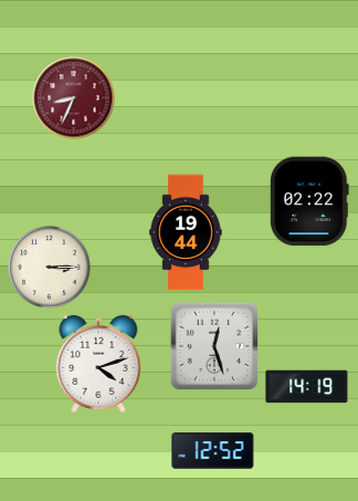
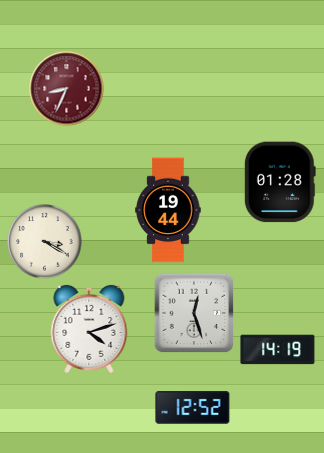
clock at (309, 201): 02:22 -> 01:28
clock at (50, 268): 3:15 -> 3:20
